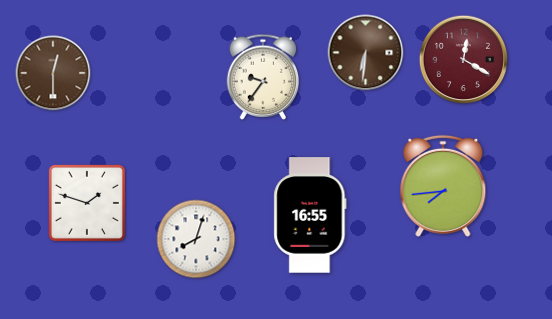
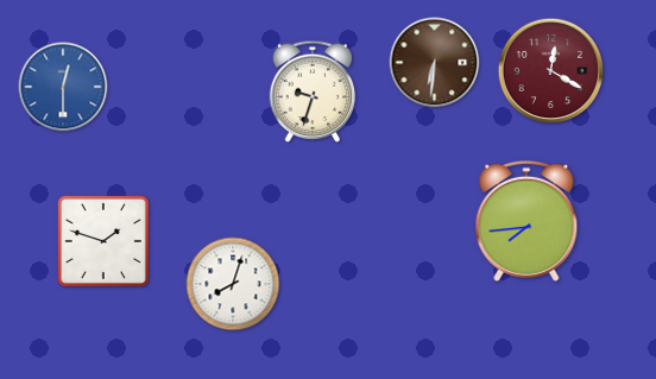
clock at (53, 73) dial: brown -> blue
clock at (263, 77): 9:36 -> 9:33
clock at (310, 215): 16:55 -> none
